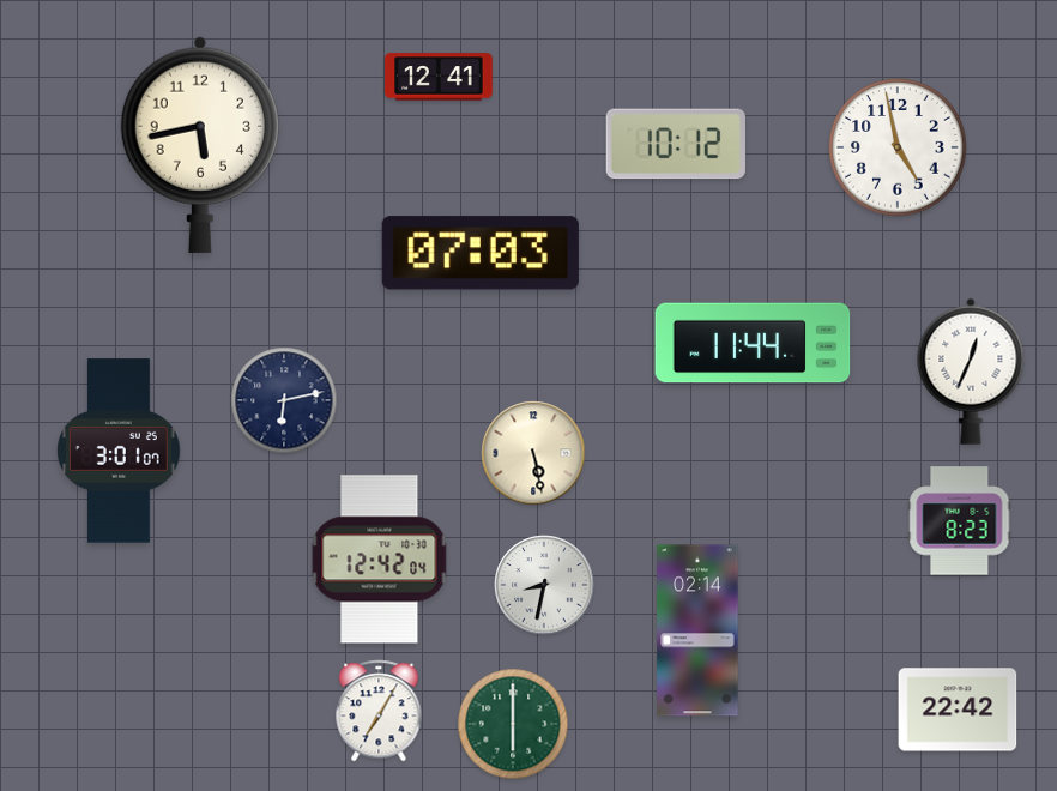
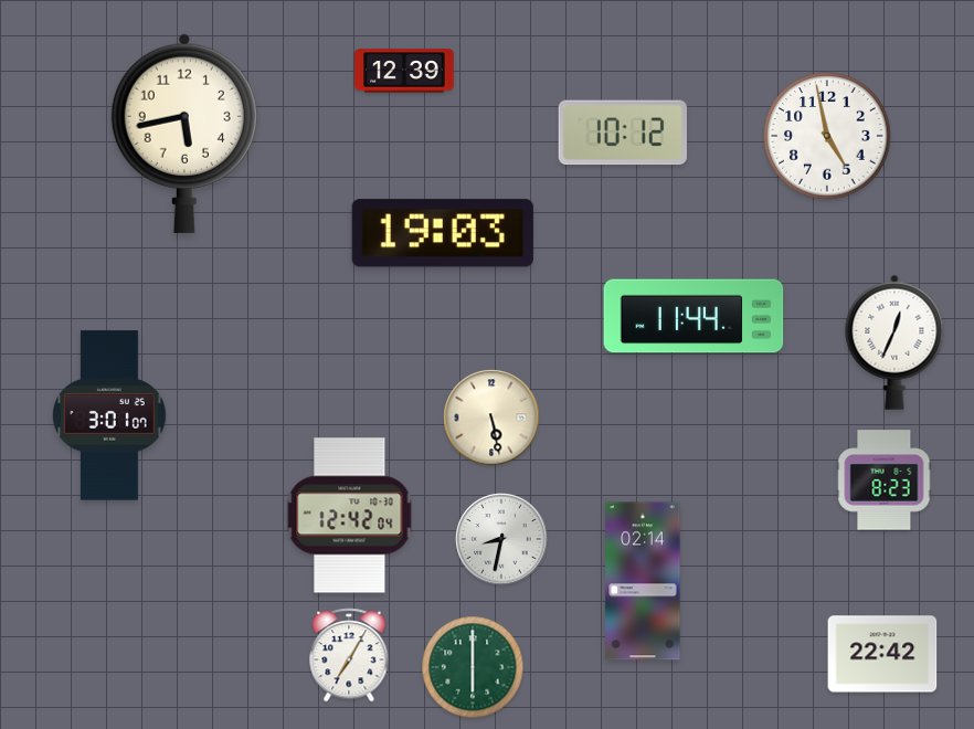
clock at (439, 77): 12:41 -> 12:39
clock at (481, 253): 07:03 -> 19:03
clock at (284, 400): 6:13 -> none
